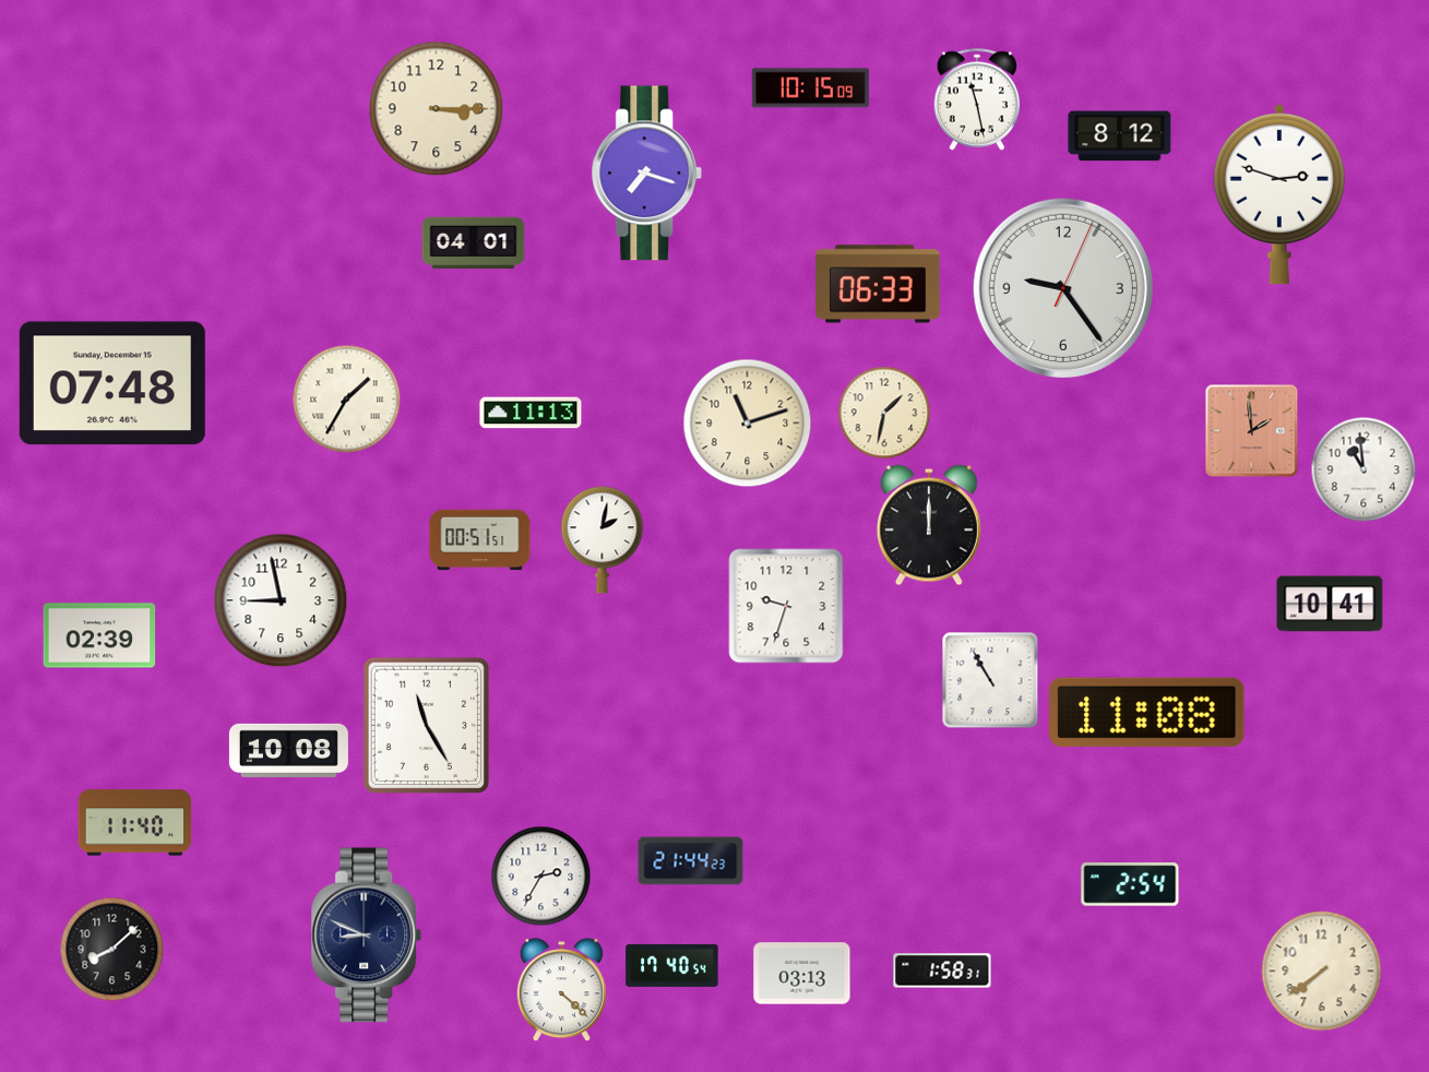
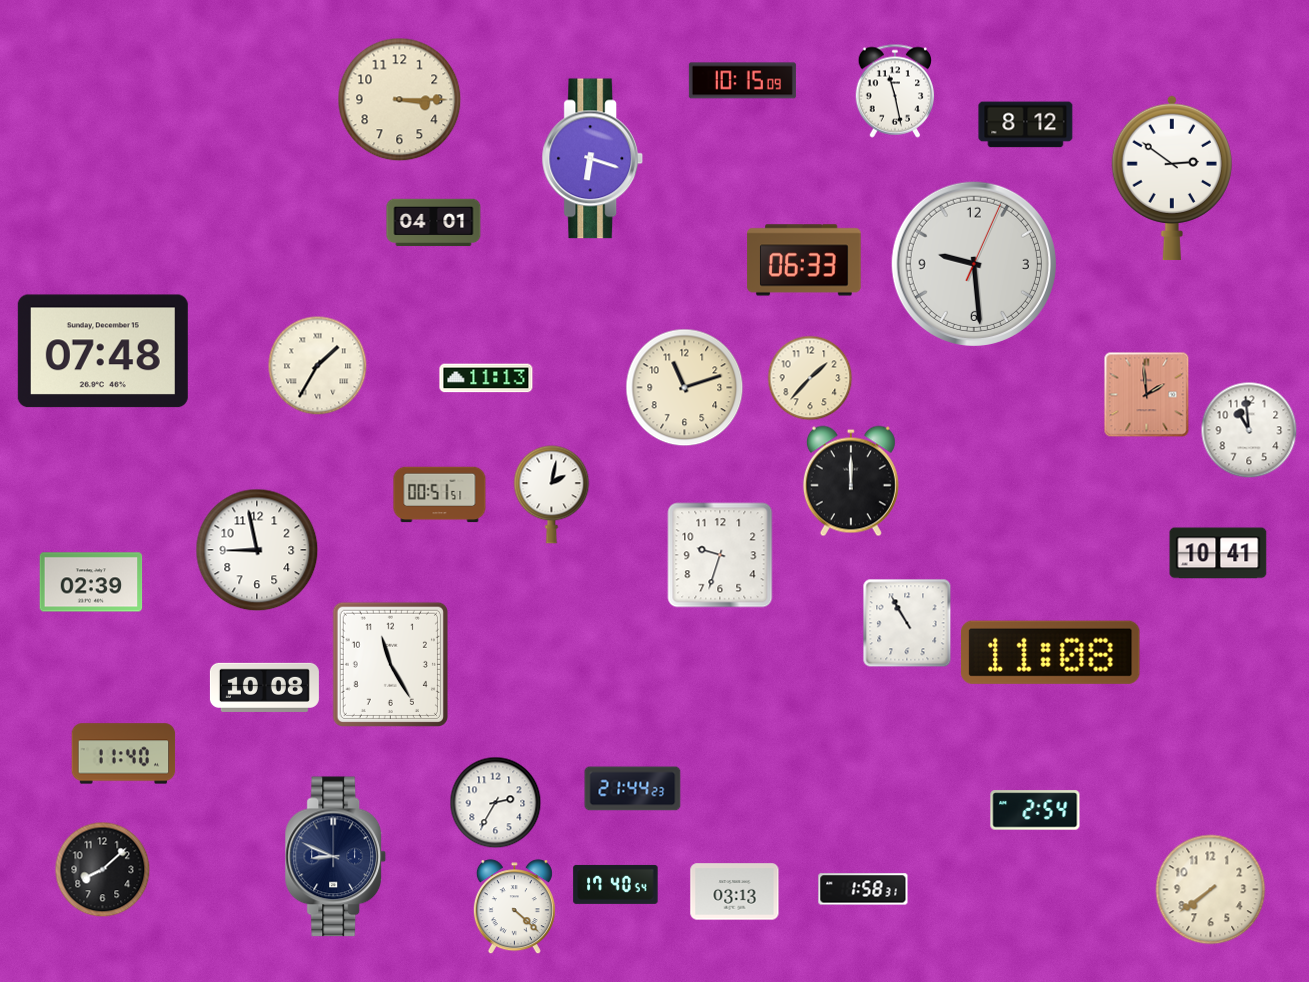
clock at (647, 174): 7:18 -> 6:18
clock at (1279, 194): 2:48 -> 2:51
clock at (1063, 288): 9:24 -> 9:29
clock at (884, 413): 1:32 -> 1:37
